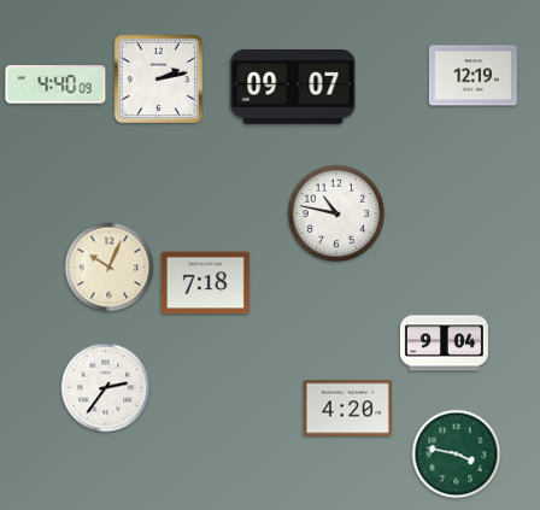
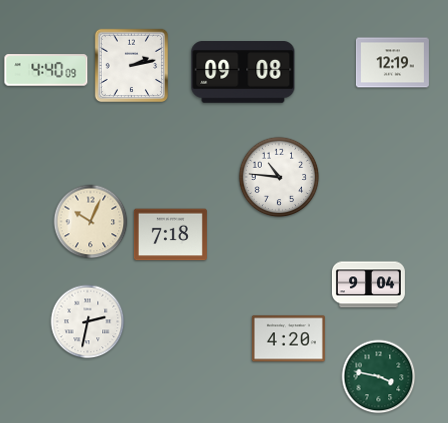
clock at (293, 88): 09:07 -> 09:08
clock at (336, 213): 10:47 -> 10:46
clock at (106, 388): 2:36 -> 2:32
